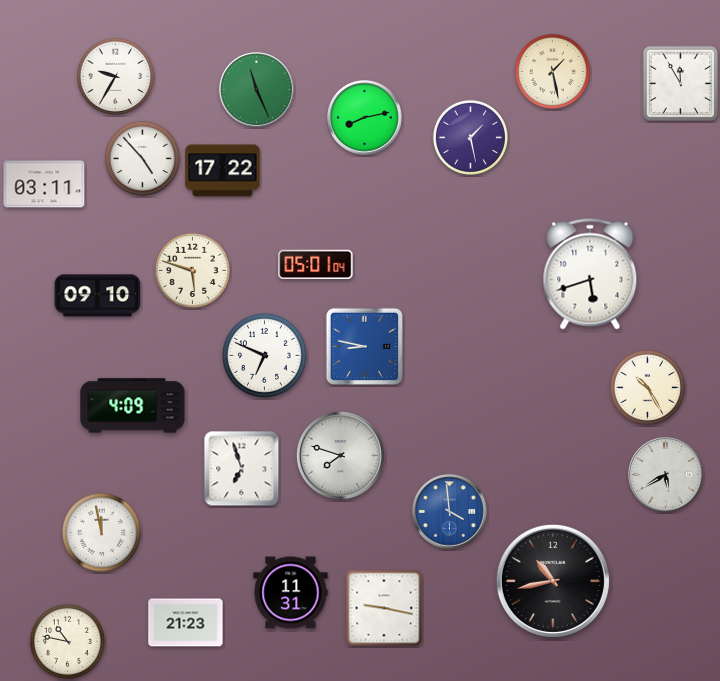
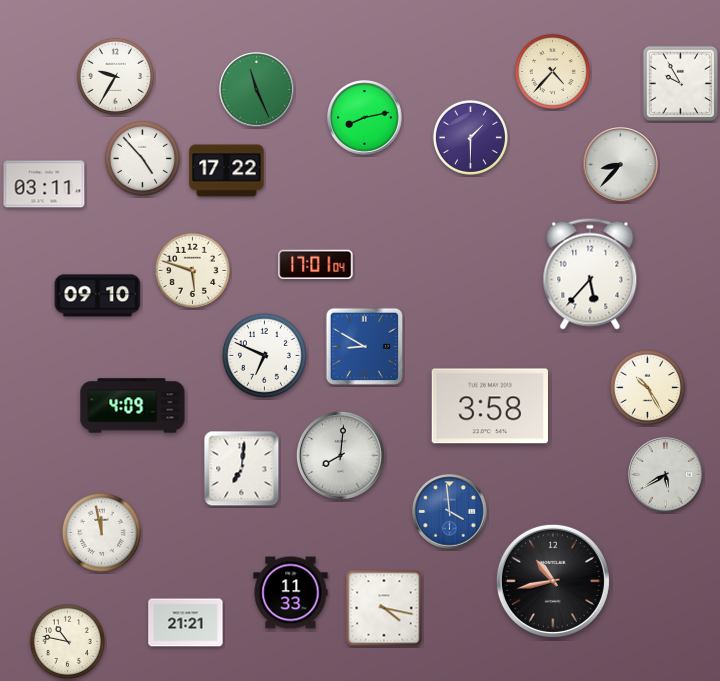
clock at (552, 71): 1:28 -> 4:37
clock at (680, 83): 11:55 -> 9:55
clock at (470, 137): 1:28 -> 1:30
clock at (621, 165): none -> 8:37
clock at (223, 171) position: (223, 171) -> (227, 171)
clock at (316, 265): 05:01 -> 17:01
clock at (590, 274): 5:42 -> 5:37
clock at (365, 347): 8:47 -> 8:50
clock at (490, 406): none -> 3:58
clock at (340, 455): 7:48 -> 8:01
clock at (242, 469): 6:57 -> 7:01
clock at (291, 593): 11:31 -> 11:33
clock at (384, 608): 9:17 -> 4:17
clock at (186, 623): 21:23 -> 21:21
